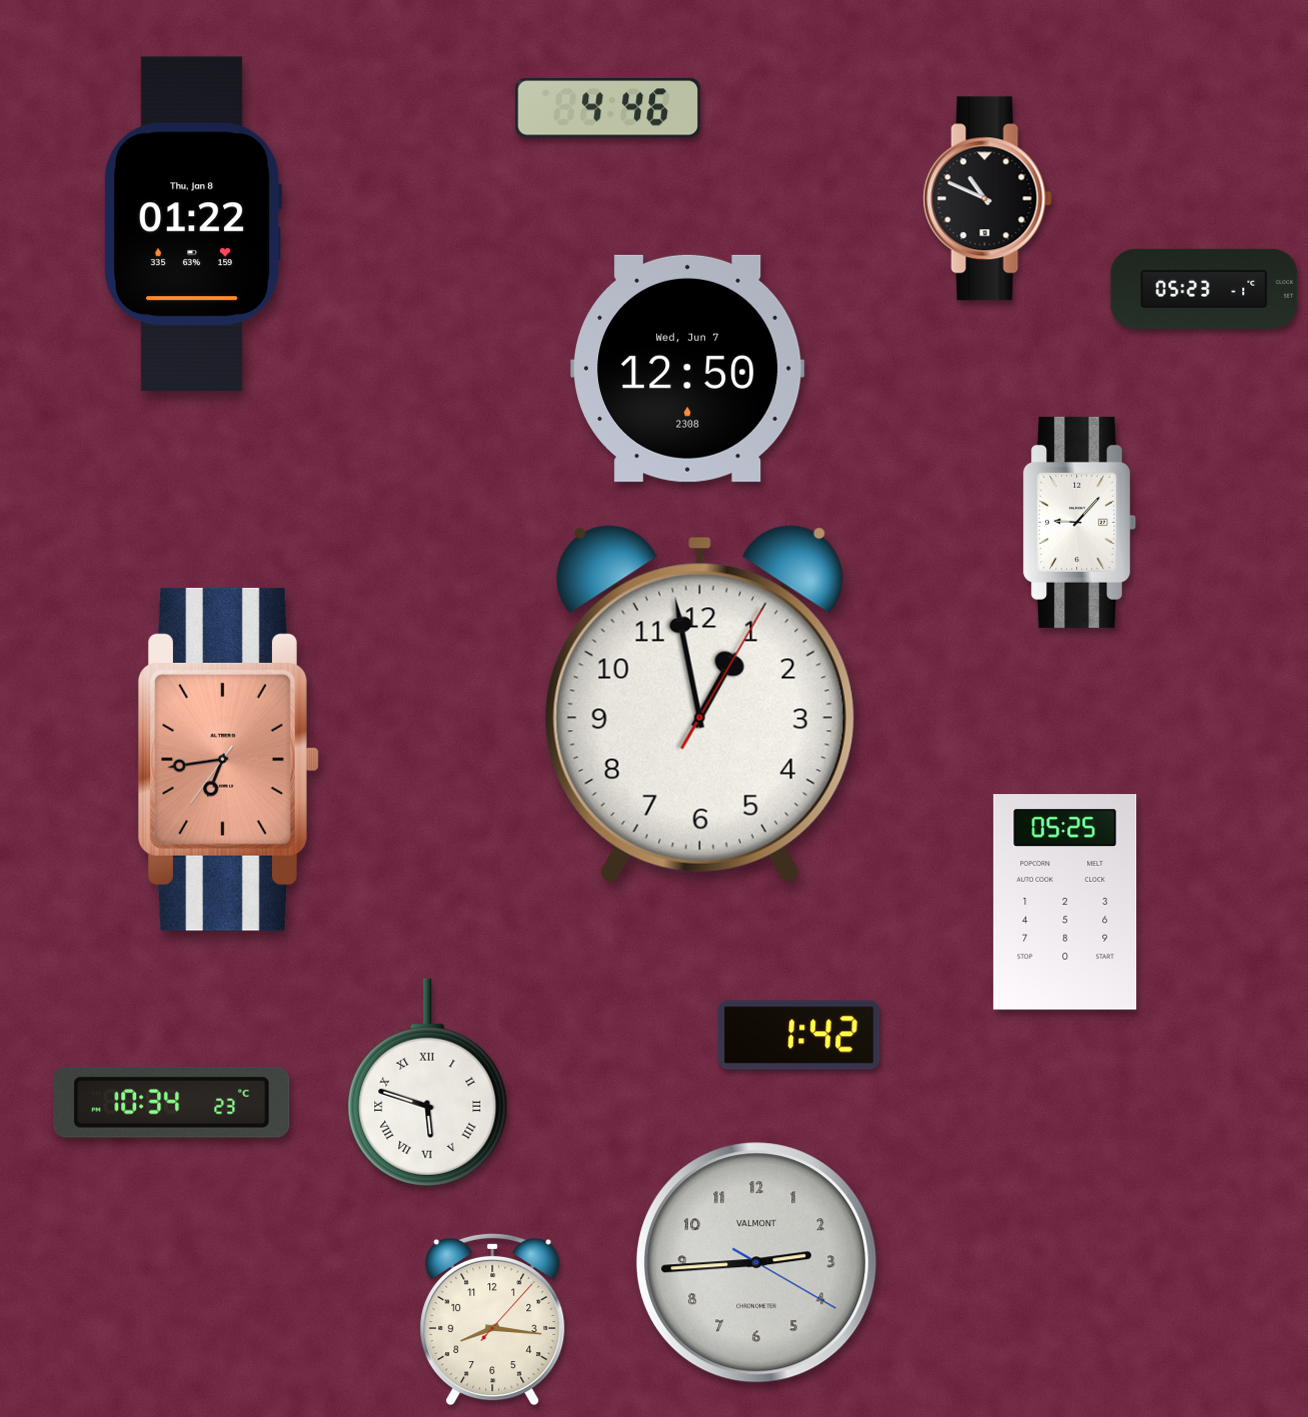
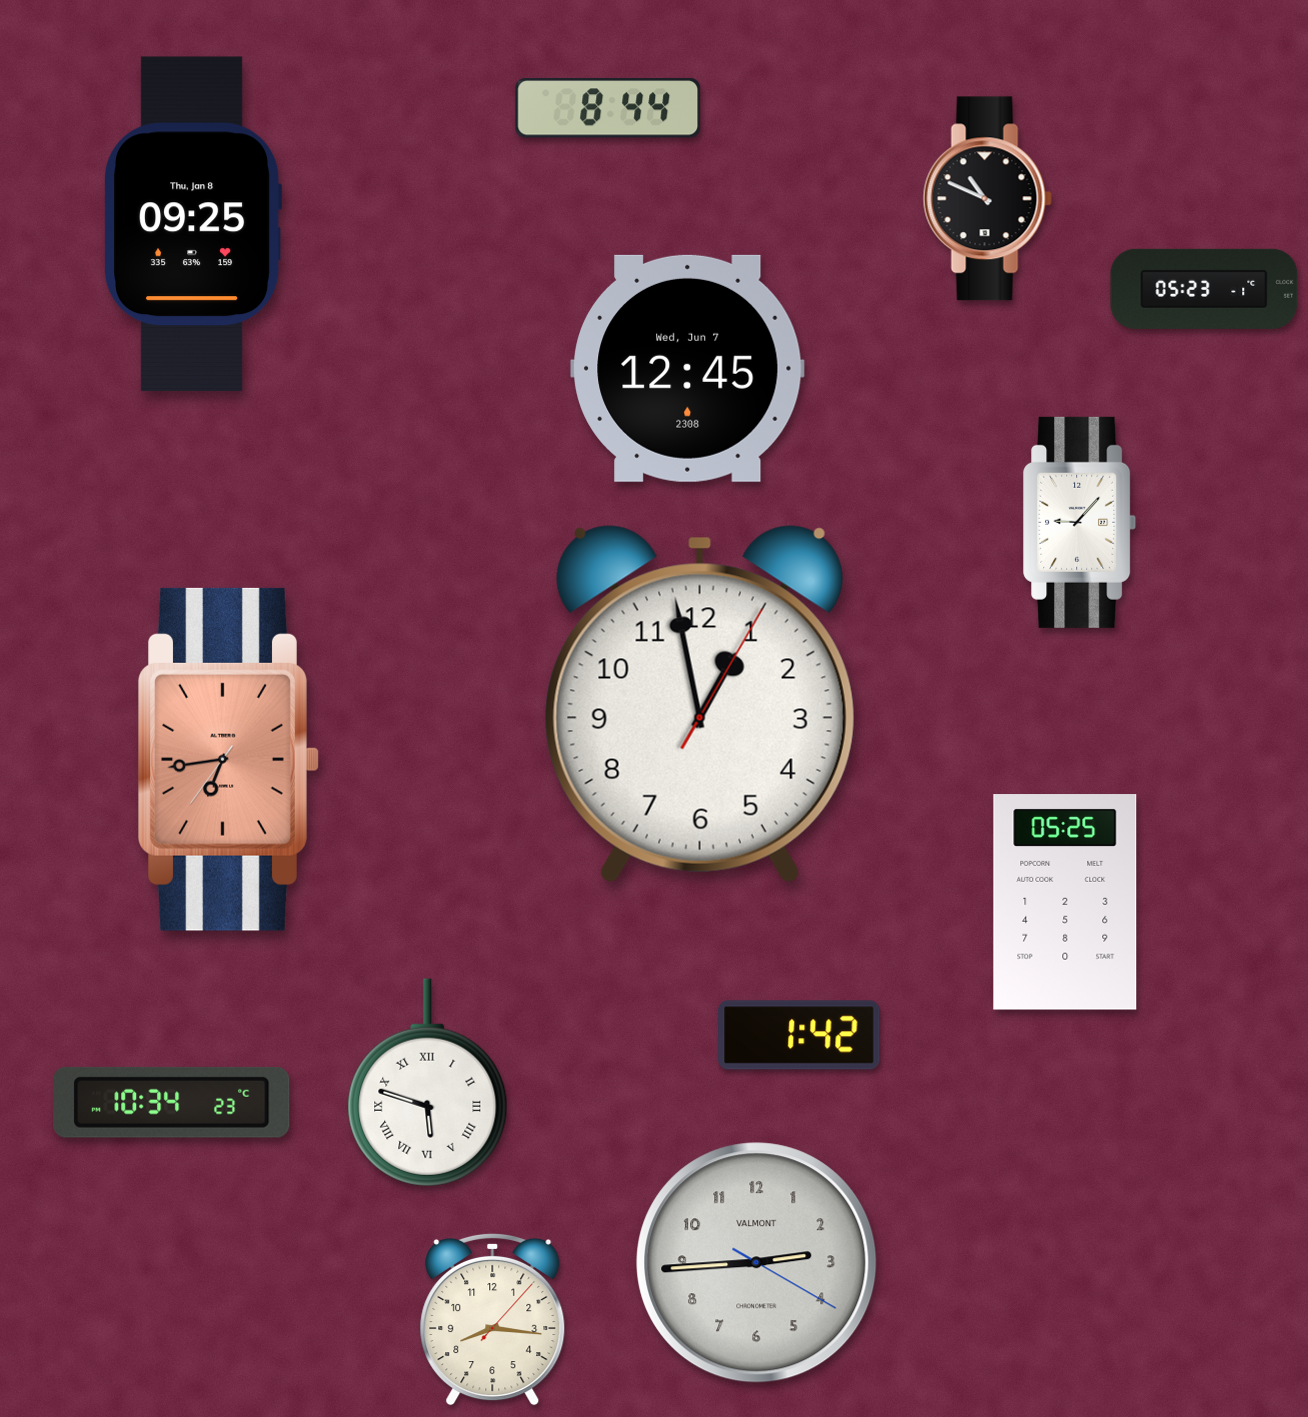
clock at (608, 108): 4:46 -> 8:44
clock at (193, 224): 01:22 -> 09:25
clock at (688, 368): 12:50 -> 12:45
